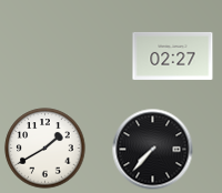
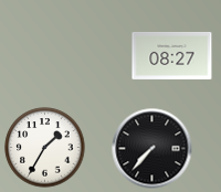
clock at (173, 55): 02:27 -> 08:27
clock at (46, 149): 1:40 -> 1:35
